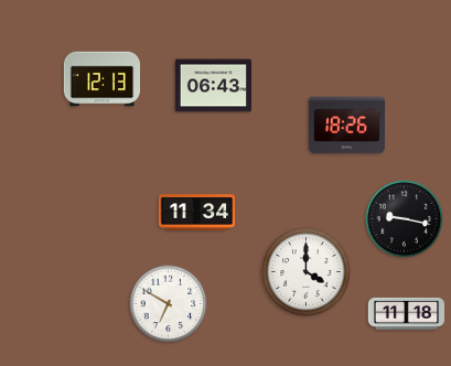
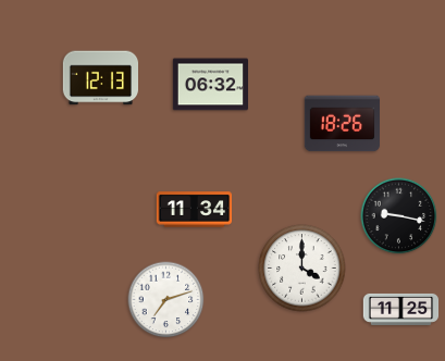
clock at (213, 86): 06:43 -> 06:32
clock at (169, 304): 6:50 -> 7:12
clock at (407, 313): 11:18 -> 11:25
